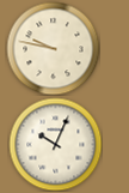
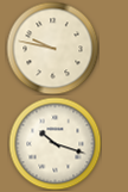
clock at (55, 144): 10:04 -> 10:18
